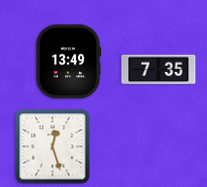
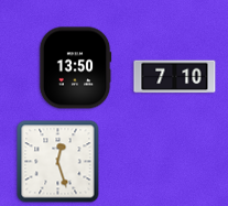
clock at (68, 62): 13:49 -> 13:50
clock at (159, 70): 7:35 -> 7:10
